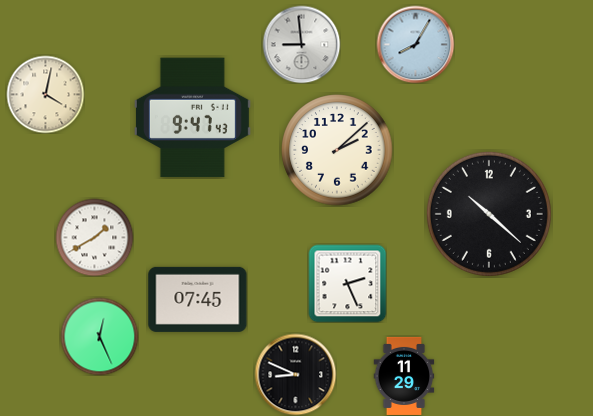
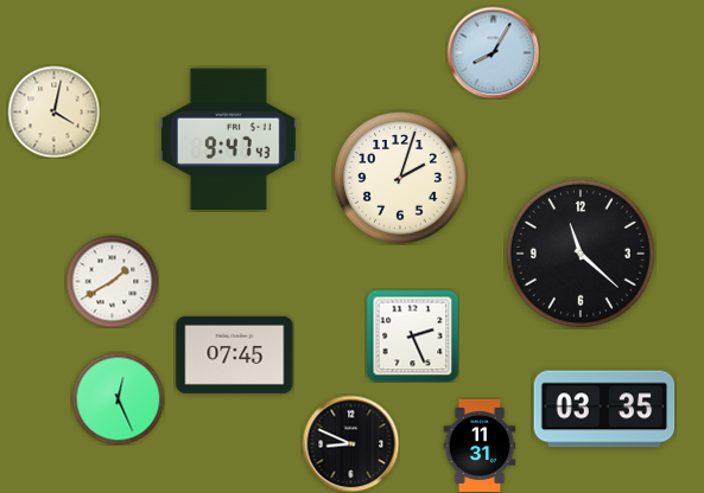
clock at (301, 44): 8:59 -> none
clock at (337, 150): 2:08 -> 2:03
clock at (489, 214): 10:22 -> 11:22
clock at (604, 409): none -> 03:35
clock at (404, 376): 11:29 -> 11:31
